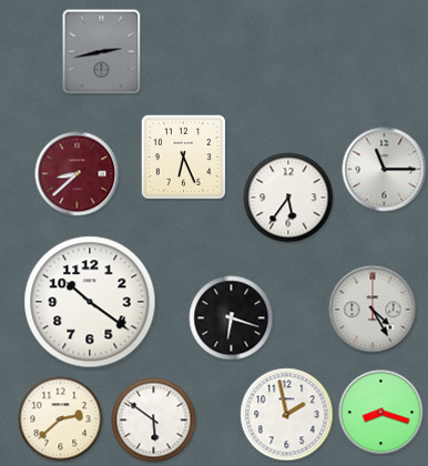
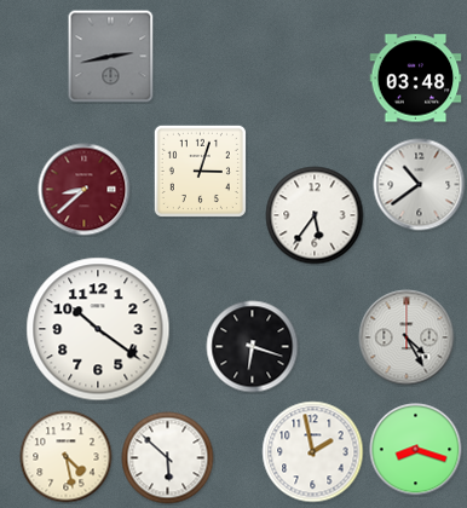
clock at (416, 79): none -> 03:48
clock at (183, 156): 6:26 -> 3:03
clock at (385, 170): 11:15 -> 10:39
clock at (61, 419): 2:38 -> 4:28
clock at (154, 421): 5:51 -> 5:52
